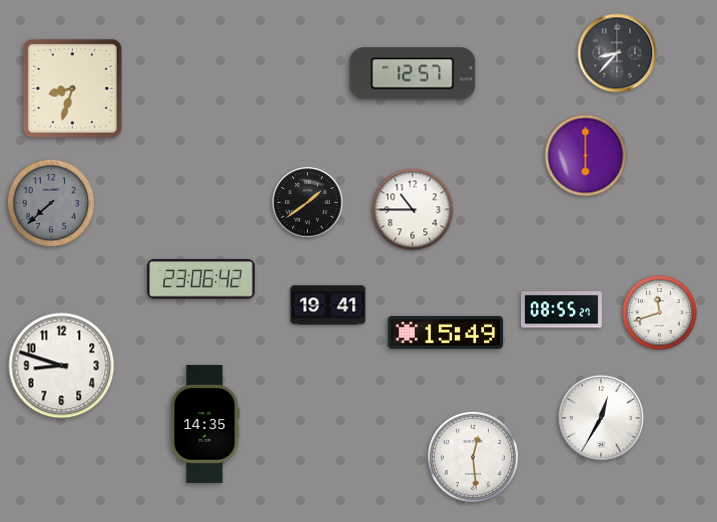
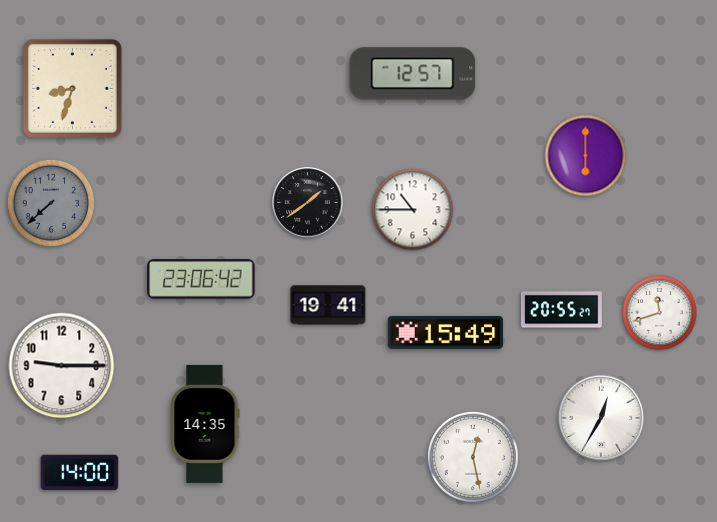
clock at (617, 53): 8:37 -> none
clock at (561, 310): 08:55 -> 20:55
clock at (62, 366): 8:48 -> 9:15
clock at (473, 457): 12:29 -> 12:28
clock at (80, 473): none -> 14:00
